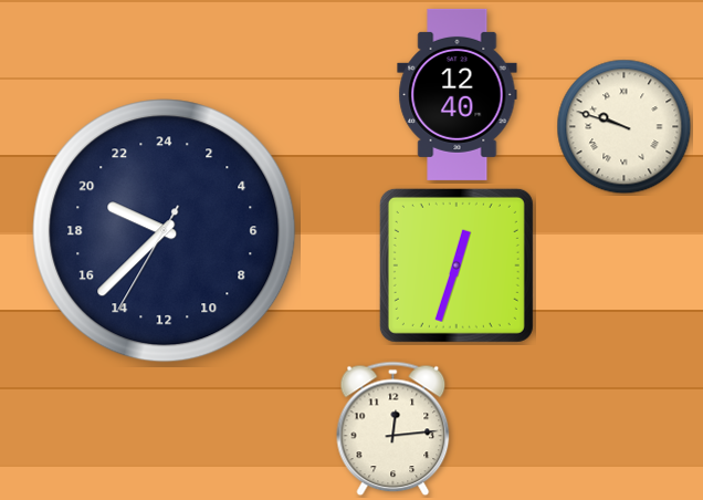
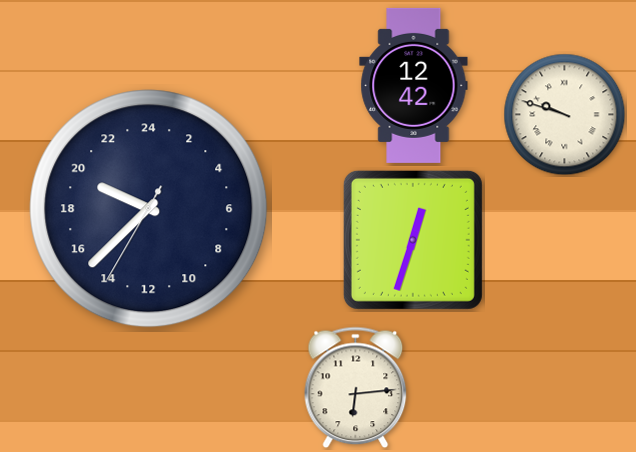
clock at (458, 94): 12:40 -> 12:42
clock at (394, 429): 12:14 -> 6:14
